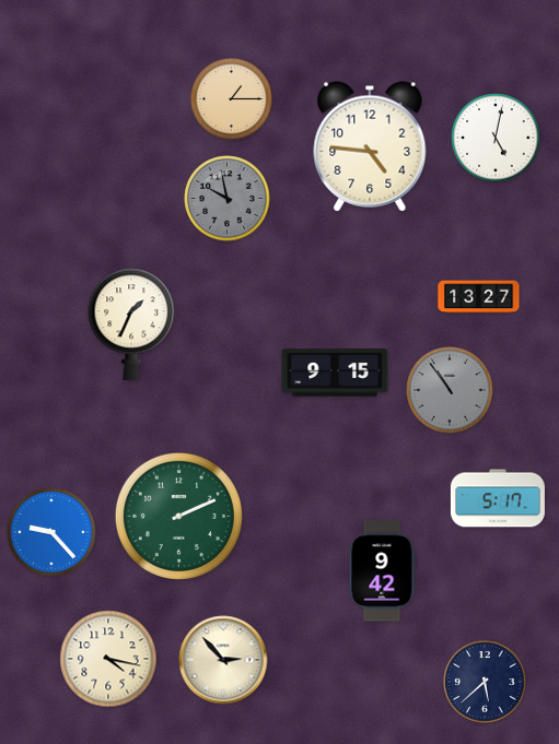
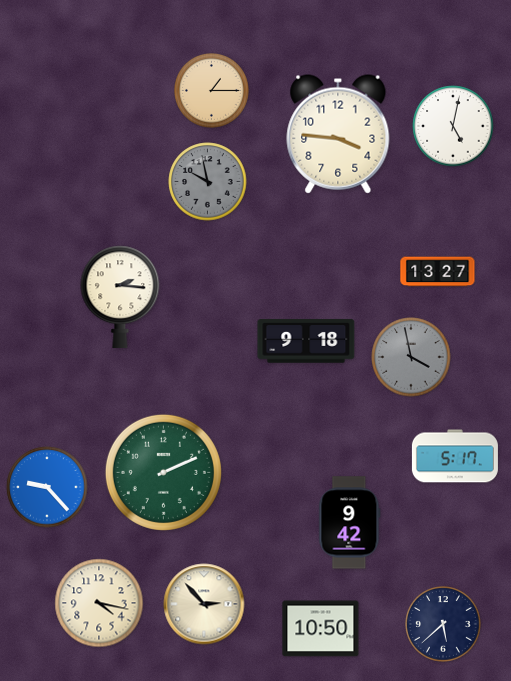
clock at (370, 146): 4:46 -> 3:46
clock at (131, 324): 1:34 -> 2:16
clock at (335, 373): 9:15 -> 9:18
clock at (450, 390): 10:54 -> 3:58
clock at (321, 629): none -> 10:50
